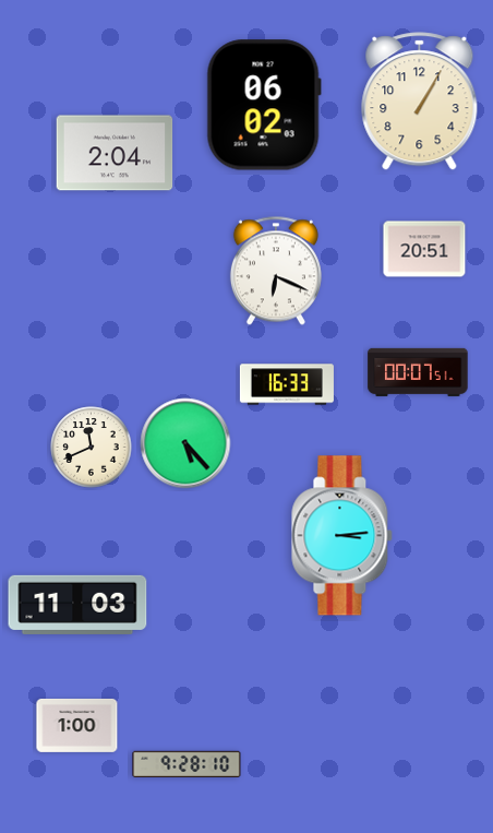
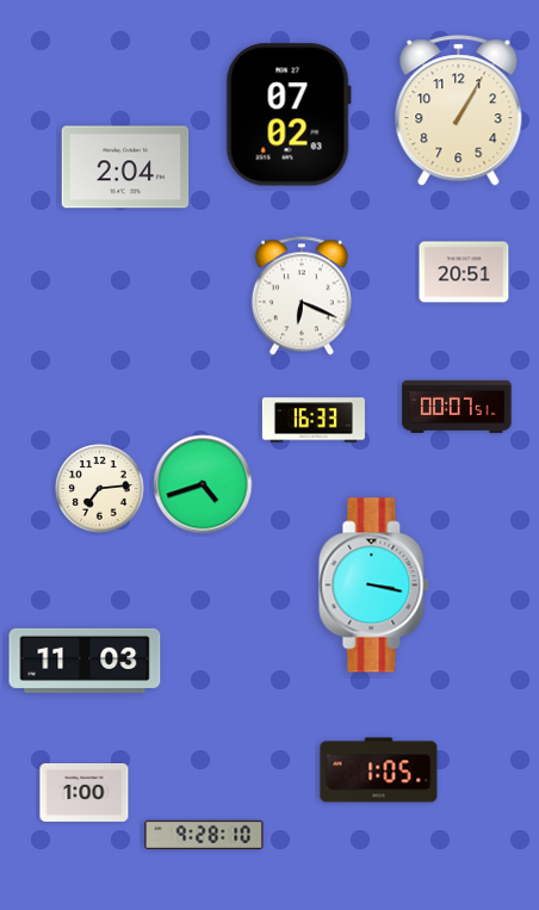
clock at (264, 105): 06:02 -> 07:02
clock at (185, 443): 5:23 -> 4:42
clock at (92, 448): 11:41 -> 7:14
clock at (342, 536): 3:14 -> 3:17
clock at (379, 770): none -> 1:05
